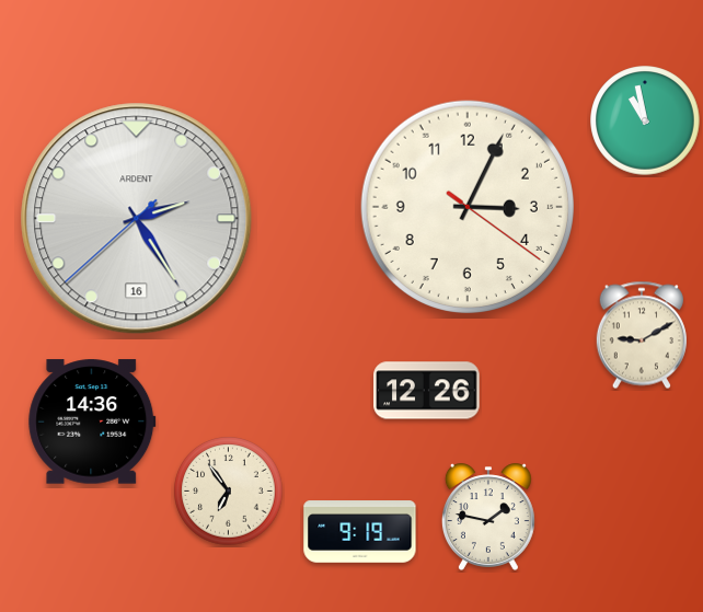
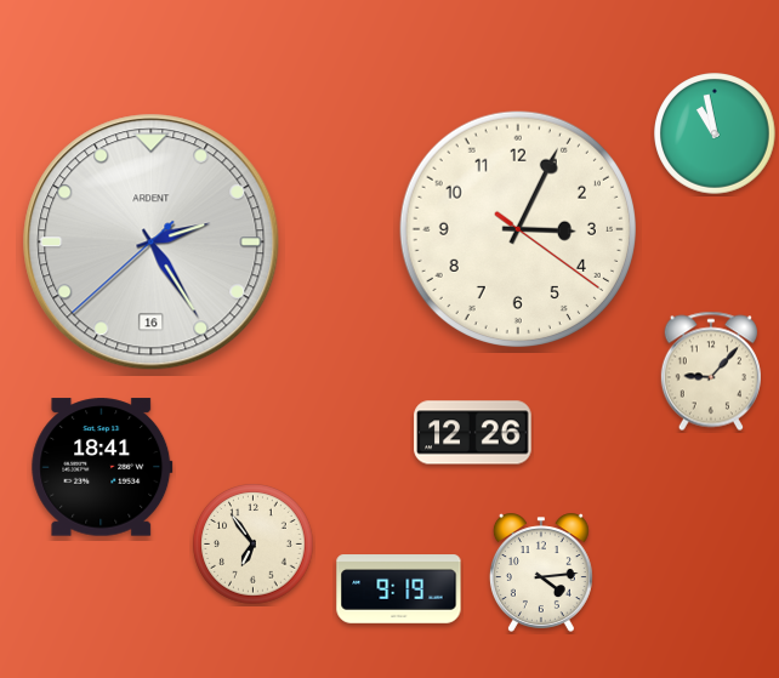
clock at (641, 335): 9:10 -> 9:07
clock at (92, 422): 14:36 -> 18:41
clock at (488, 517): 1:47 -> 4:14
